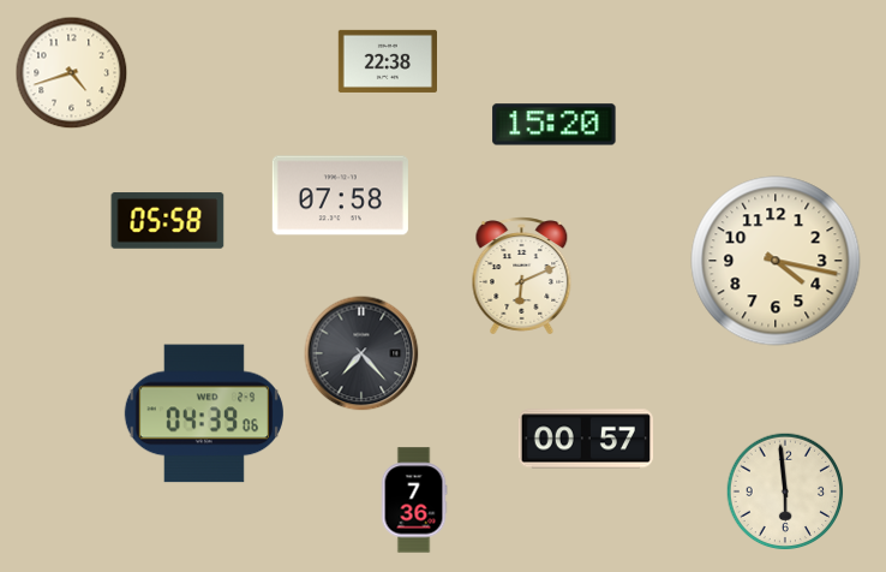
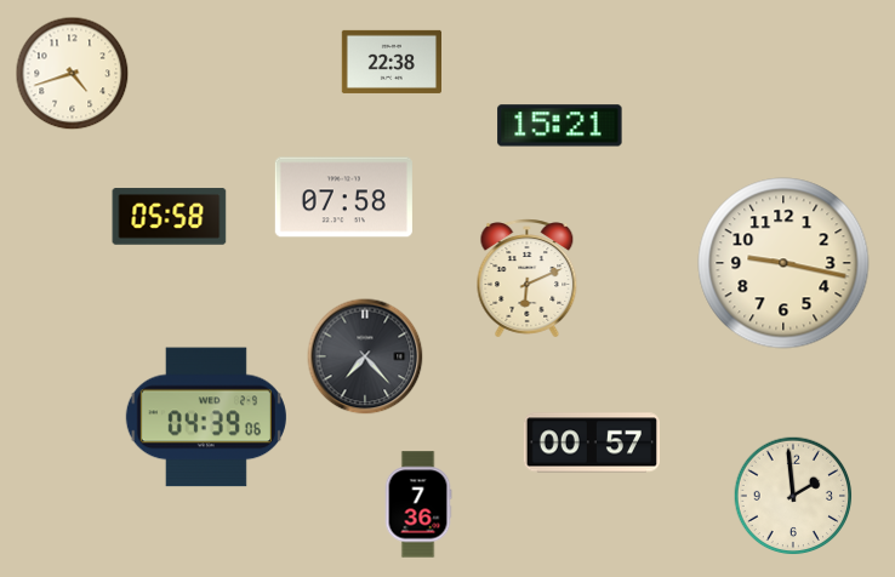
clock at (555, 125): 15:20 -> 15:21
clock at (168, 221) position: (168, 221) -> (170, 217)
clock at (776, 261): 4:17 -> 9:17
clock at (785, 491): 5:59 -> 1:59
